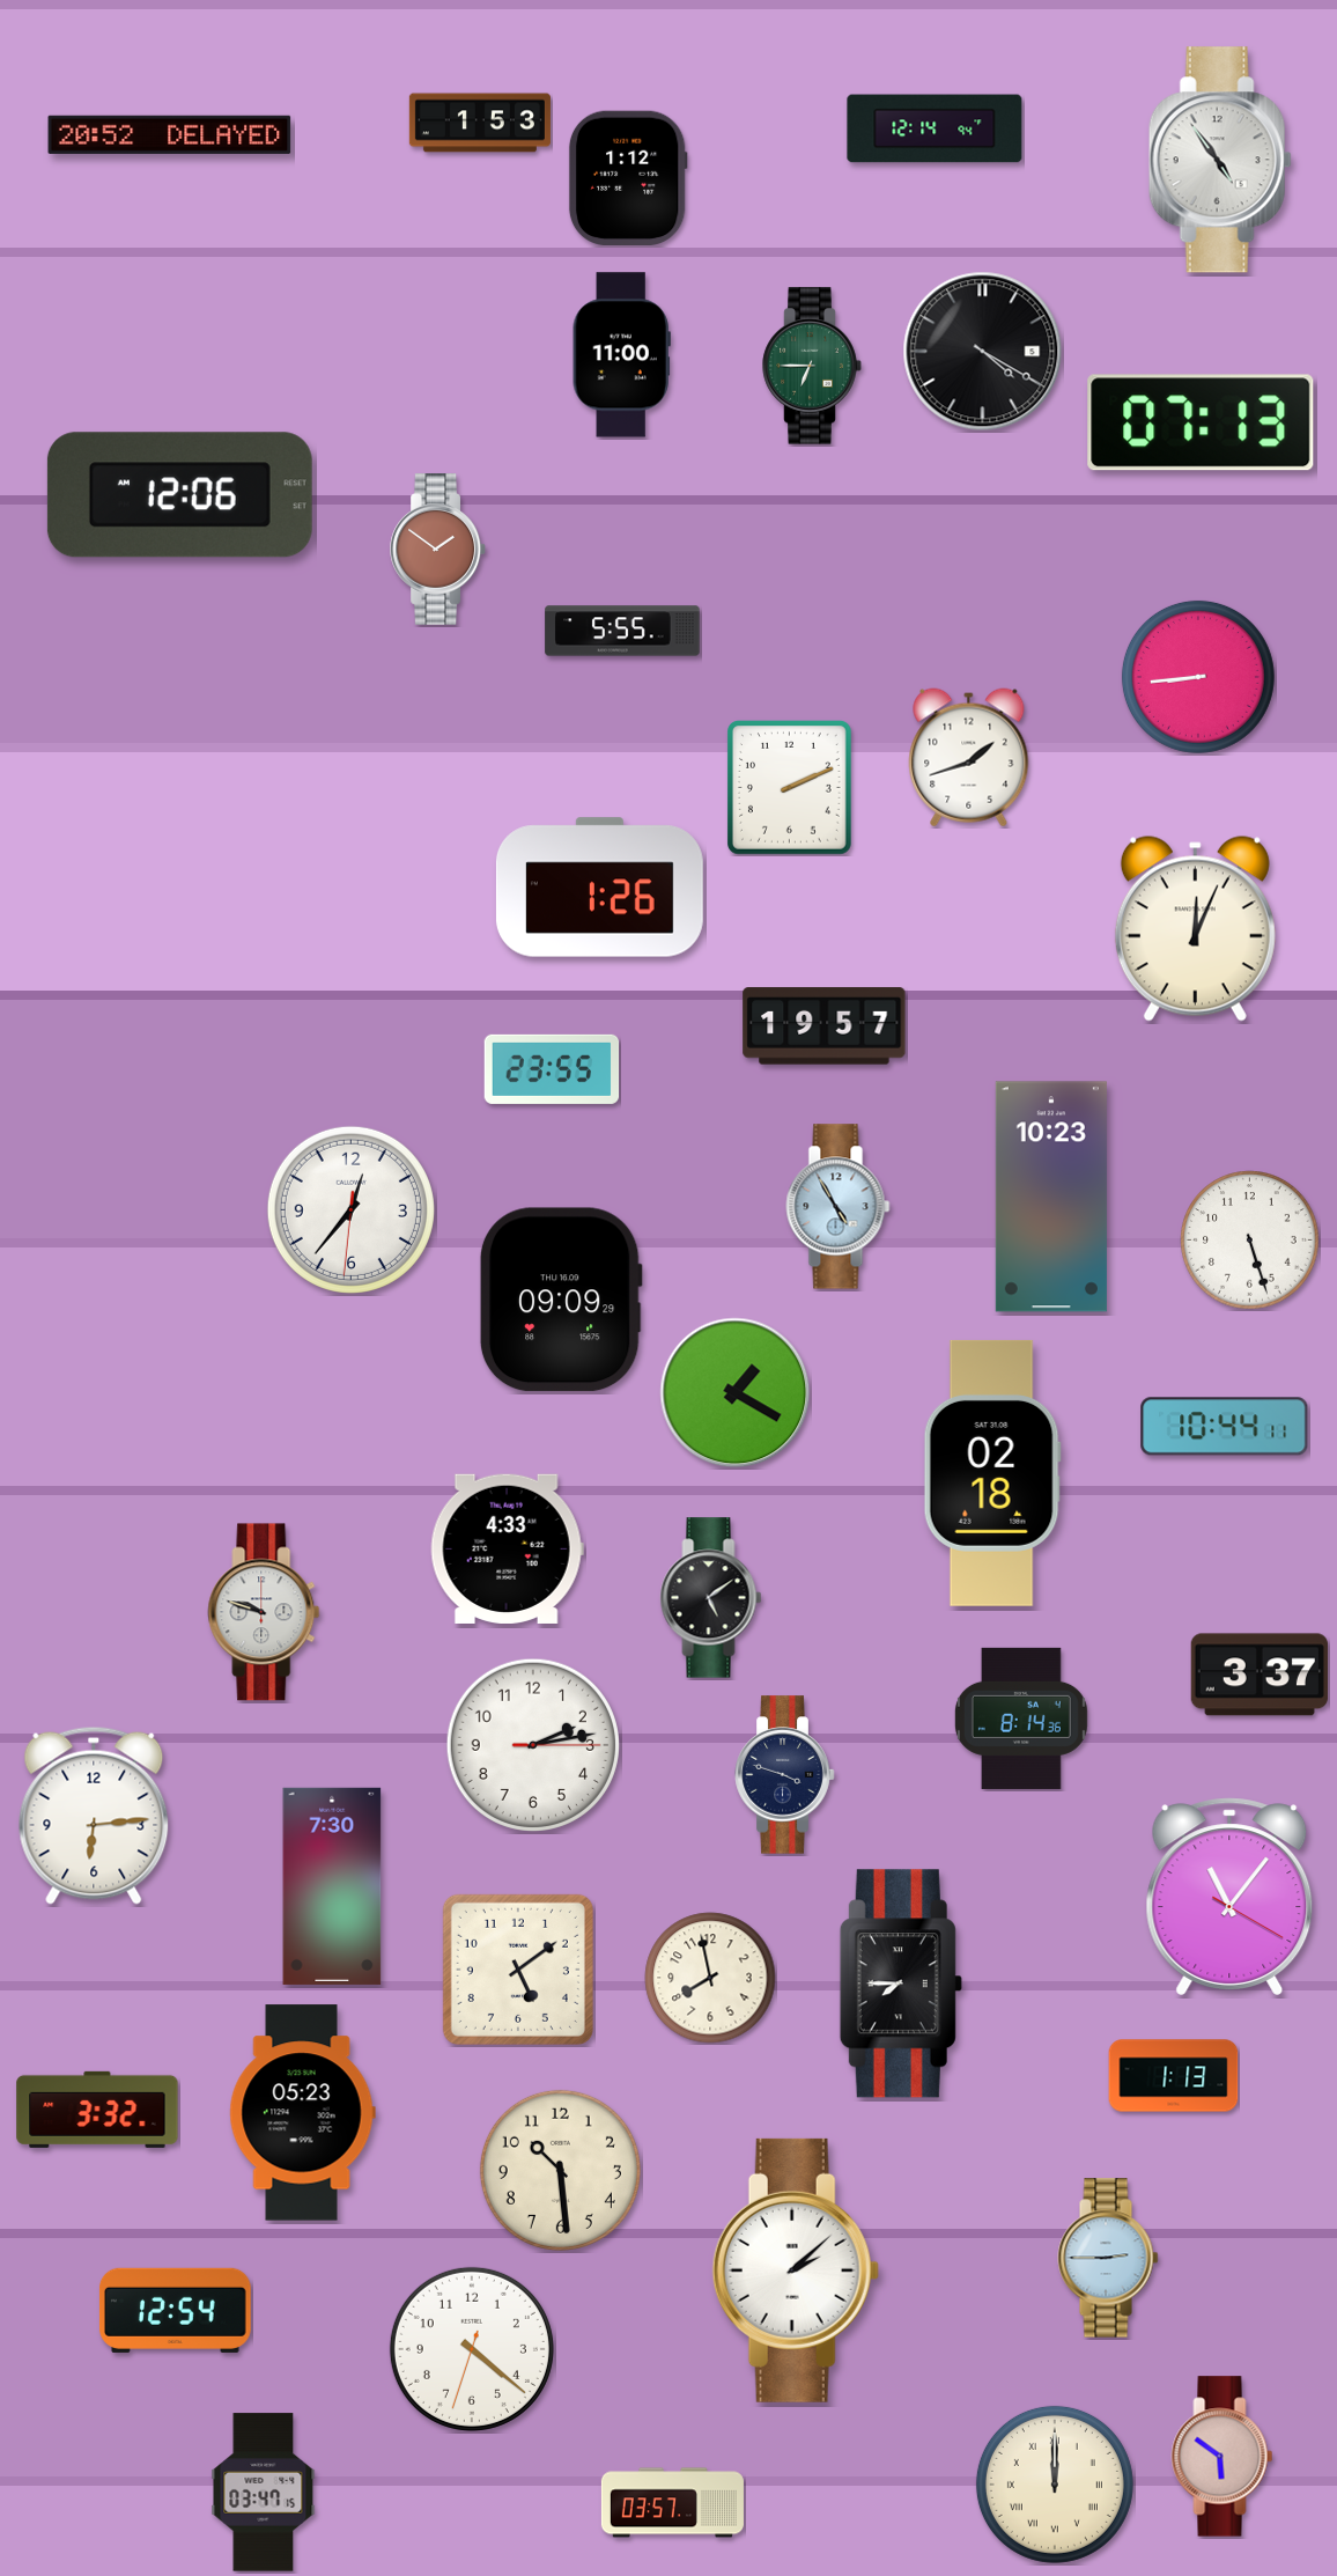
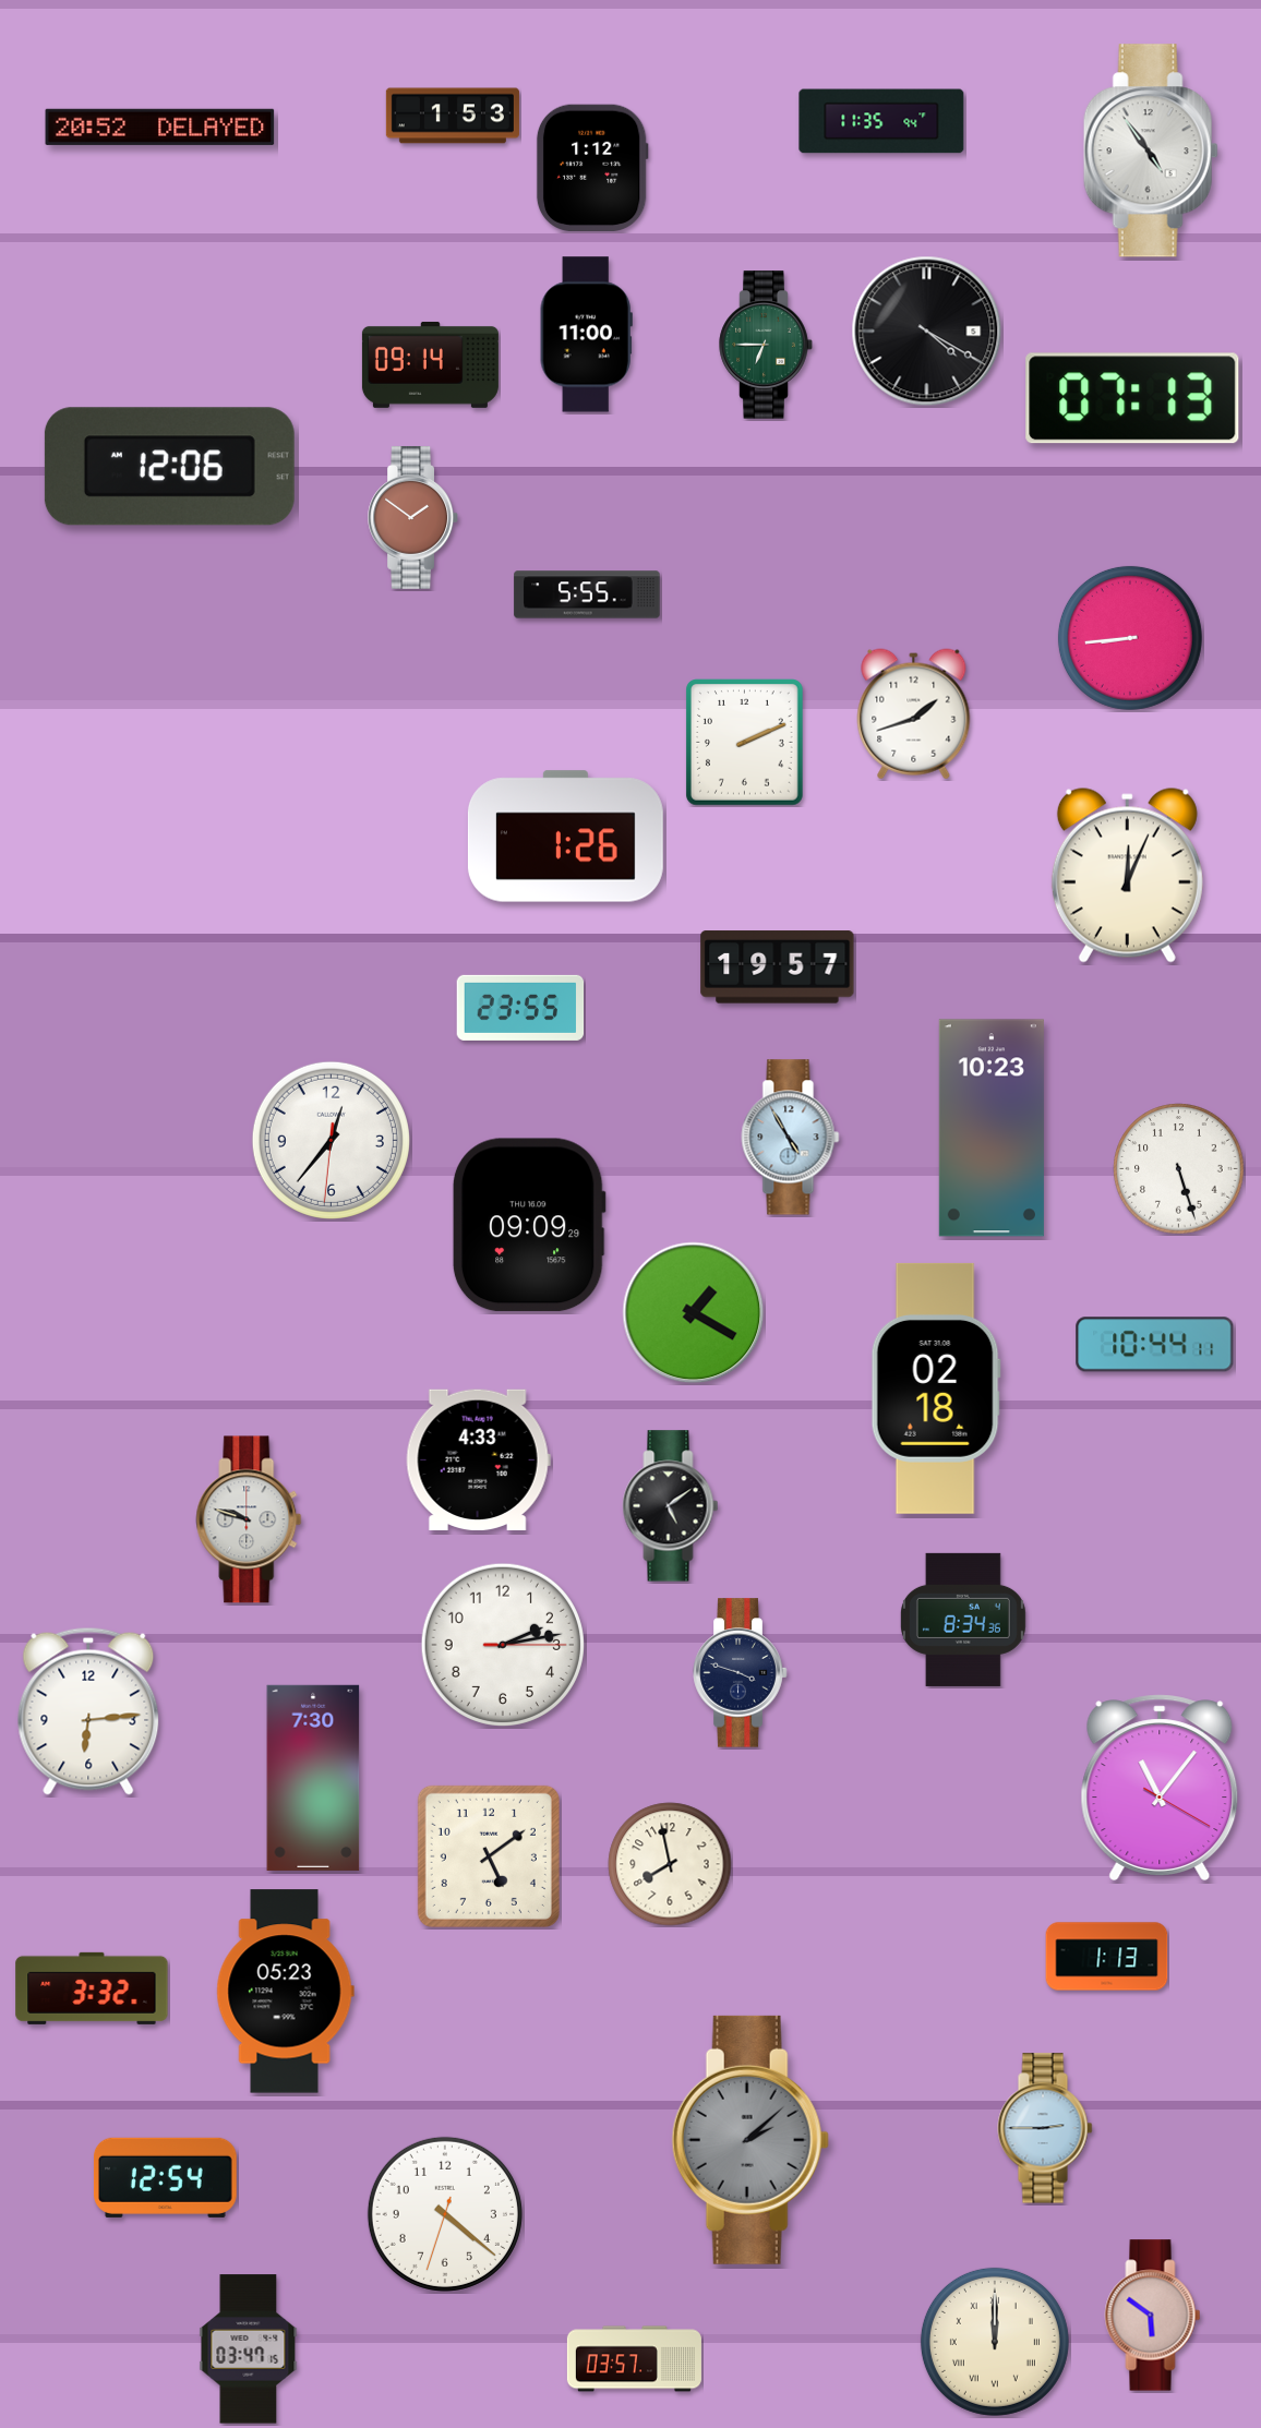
clock at (935, 128): 12:14 -> 11:35
clock at (430, 364): none -> 09:14
clock at (1260, 1675): 3:37 -> none
clock at (1021, 1718): 8:14 -> 8:34
clock at (901, 1983): 7:45 -> none
clock at (560, 2170): 10:29 -> none
clock at (796, 2270) dial: white -> grey
